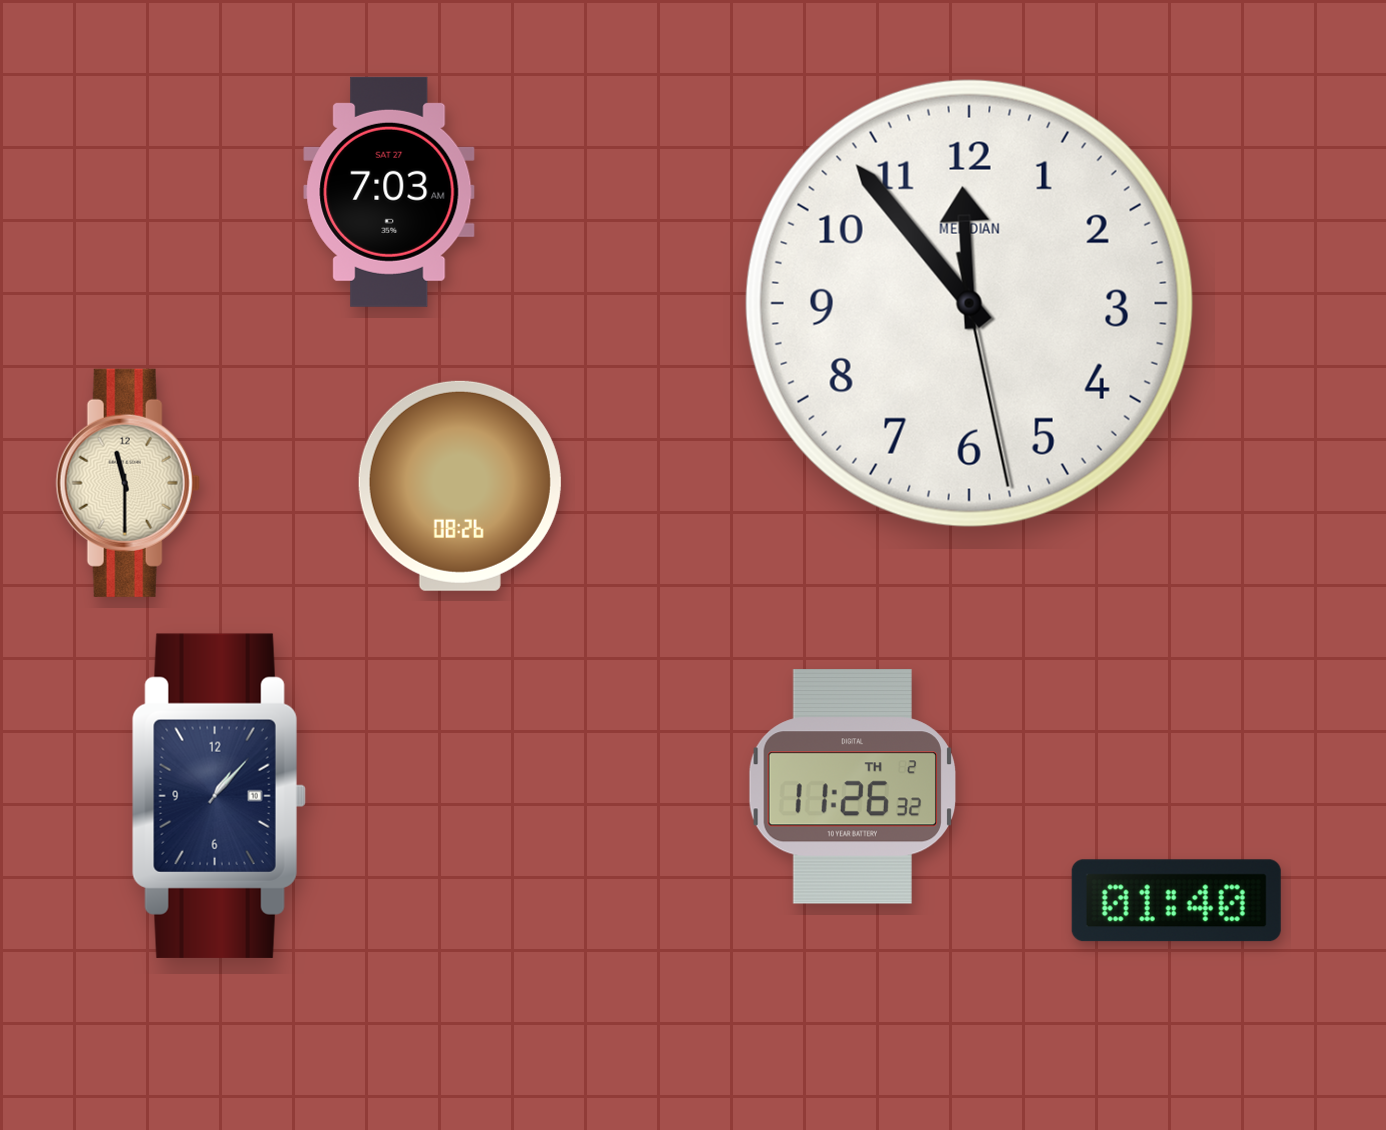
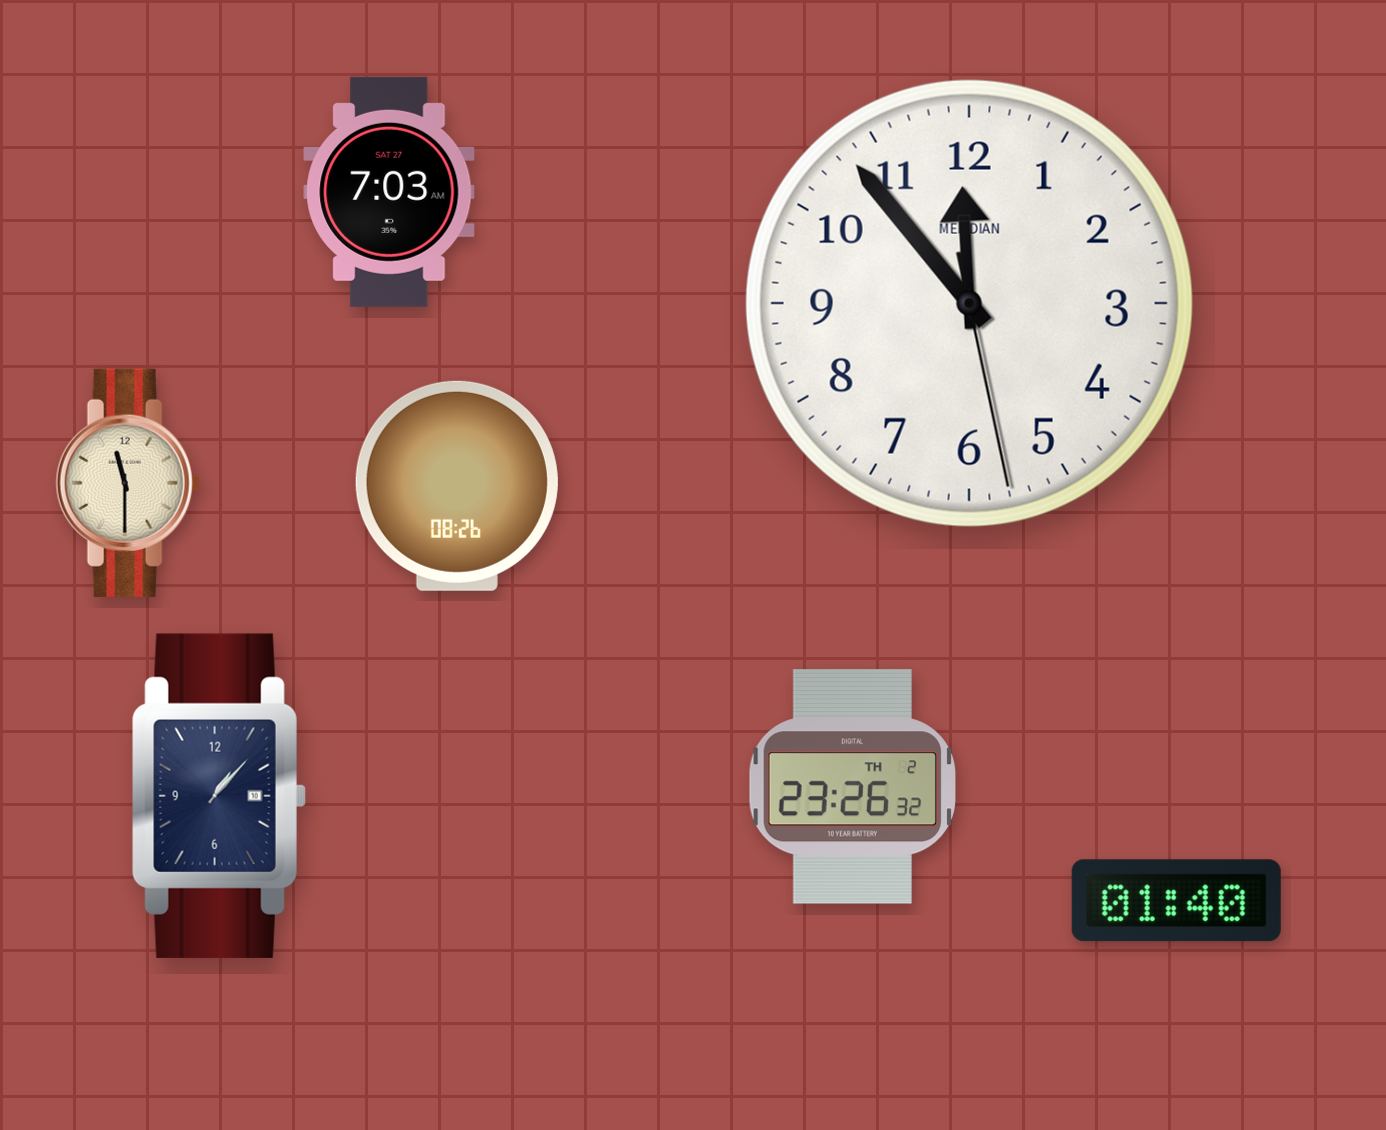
clock at (460, 486) position: (460, 486) -> (457, 486)
clock at (852, 787): 11:26 -> 23:26
